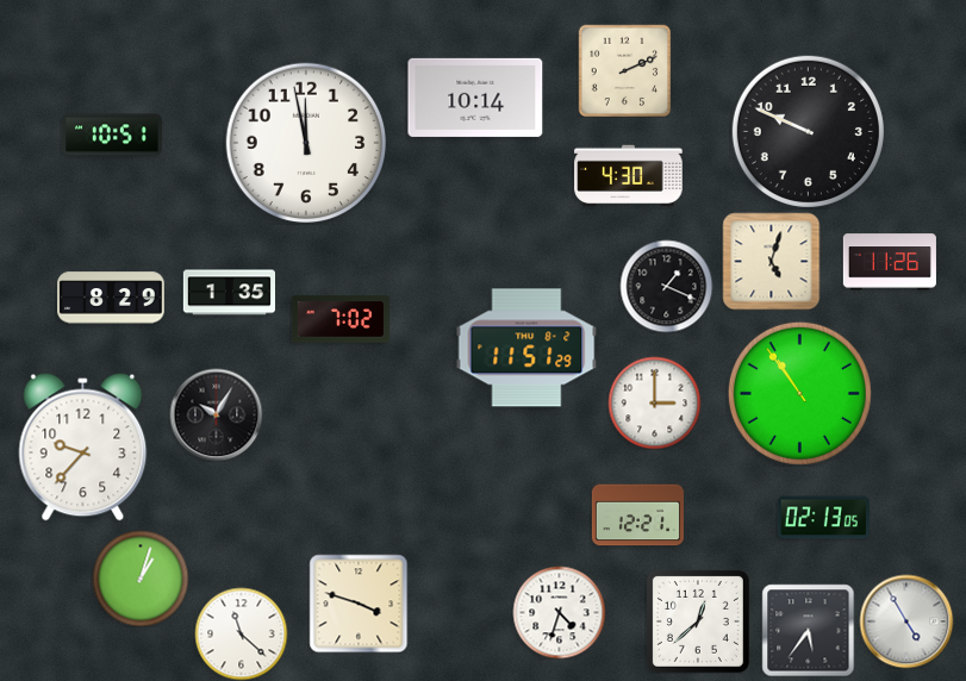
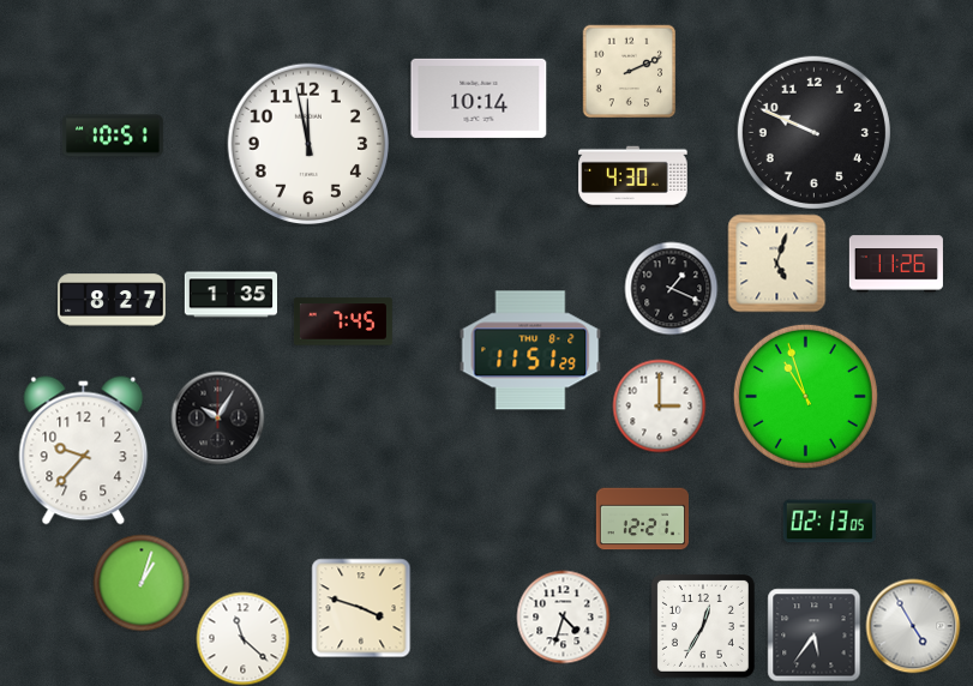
clock at (111, 298): 8:29 -> 8:27
clock at (341, 319): 7:02 -> 7:45
clock at (799, 393): 10:54 -> 10:57
clock at (698, 621): 12:38 -> 12:35
